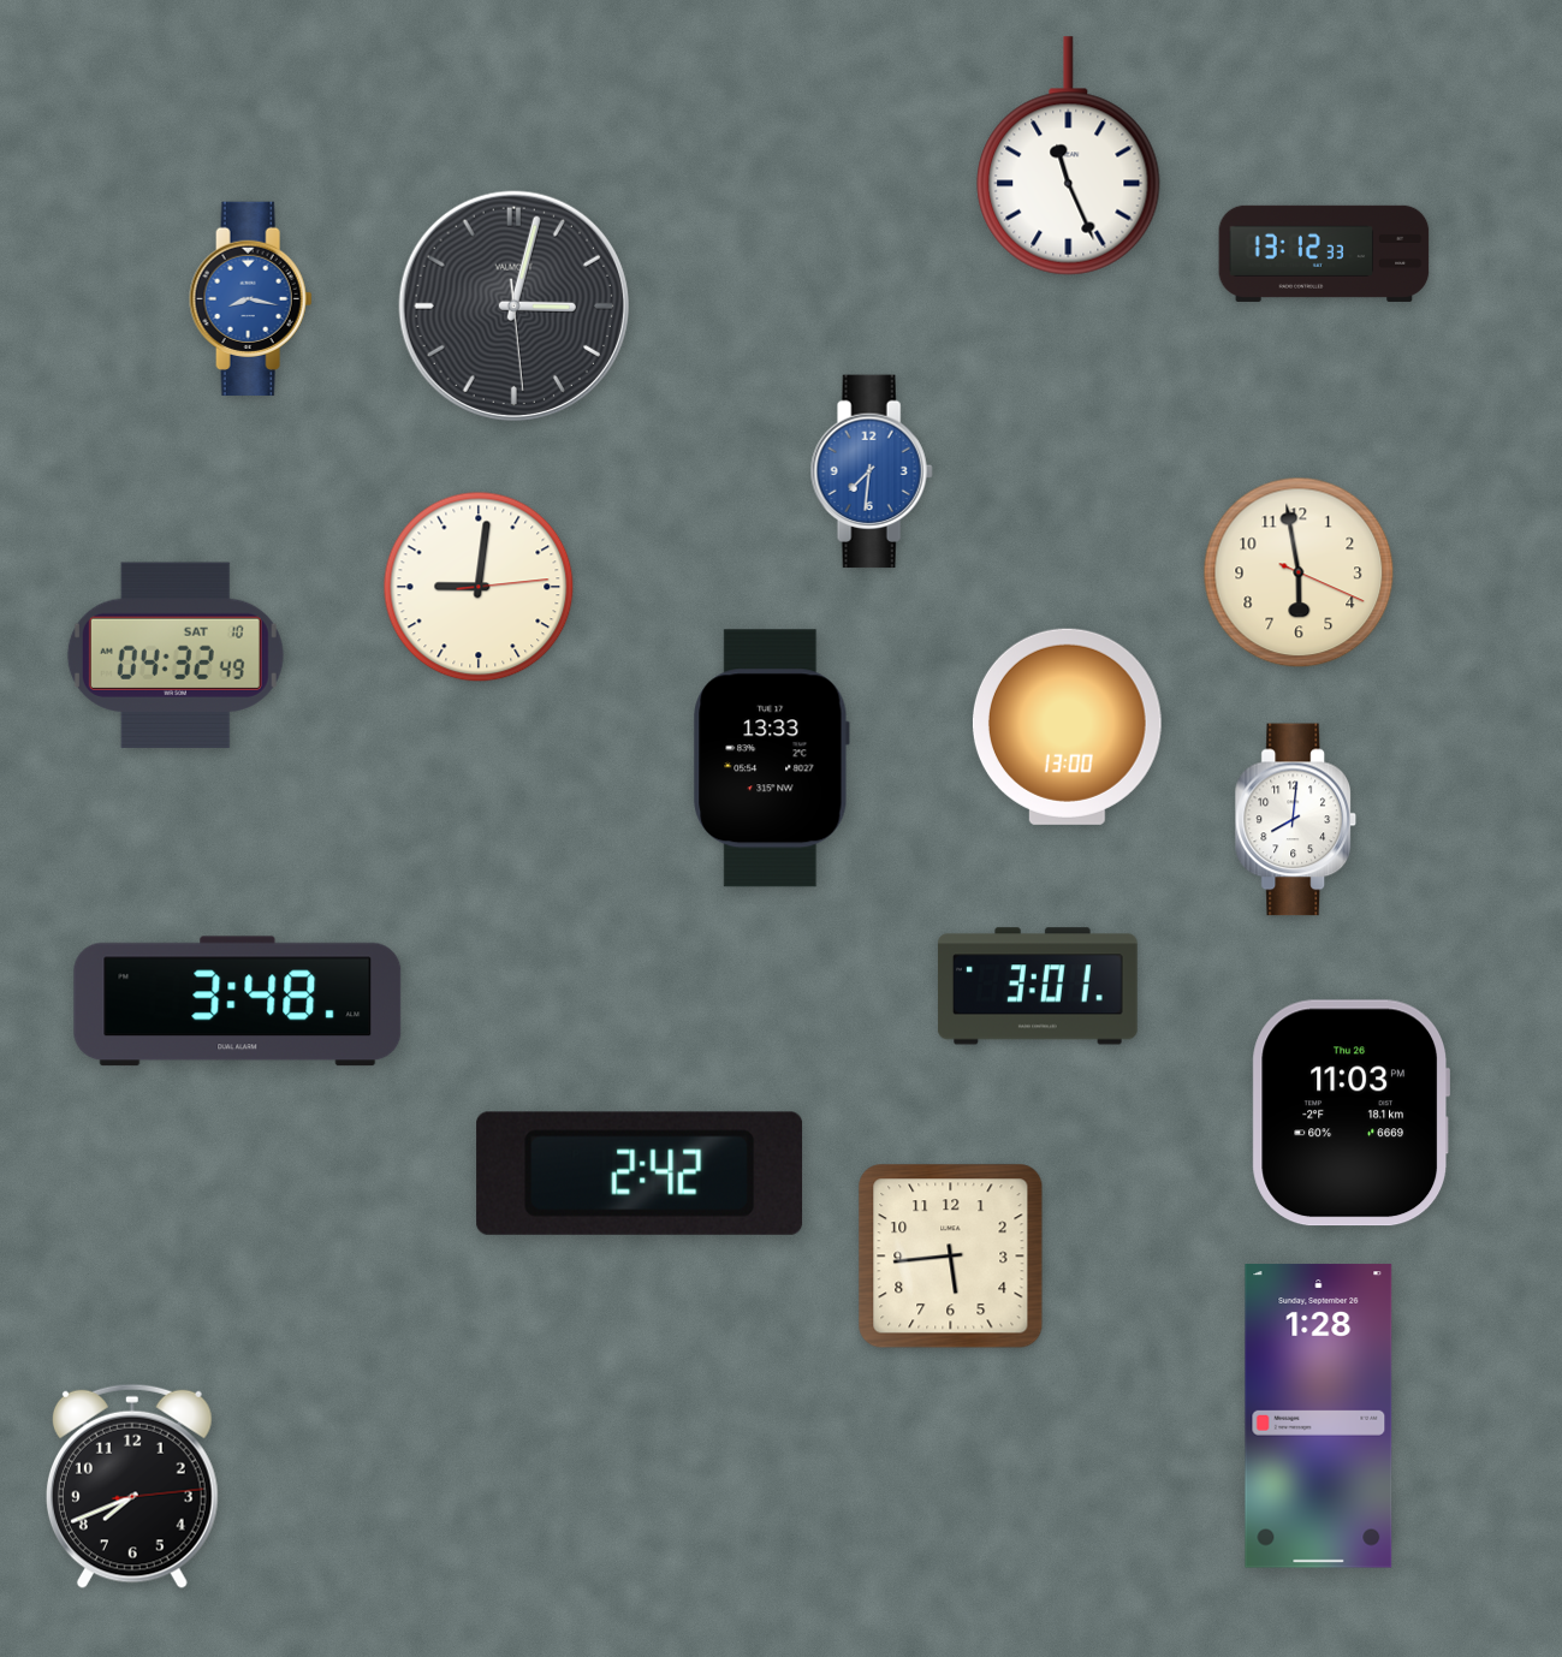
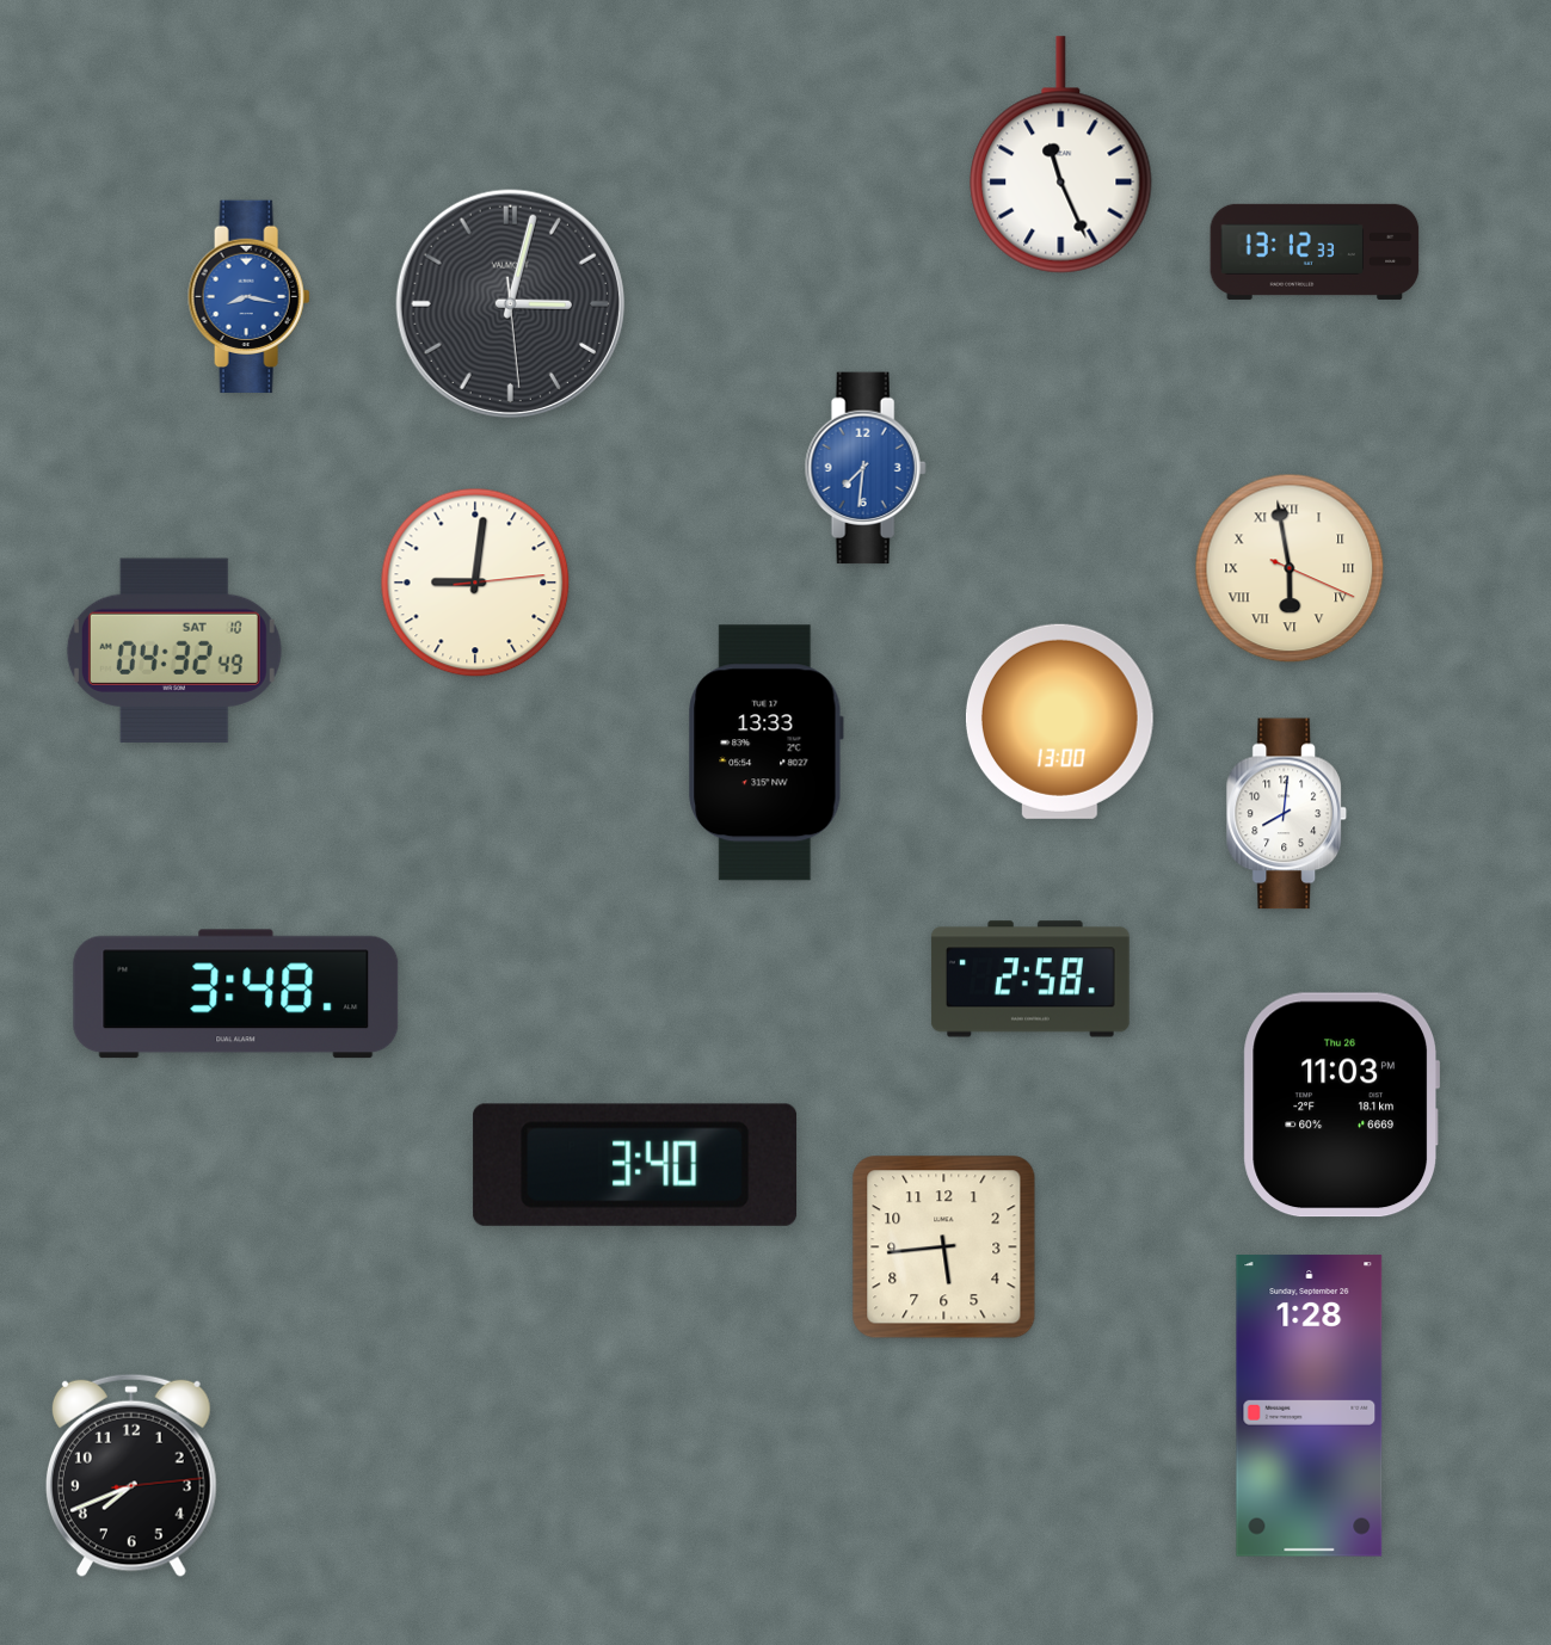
clock at (1299, 572) numerals: Arabic -> Roman
clock at (1038, 986): 3:01 -> 2:58
clock at (640, 1174): 2:42 -> 3:40
